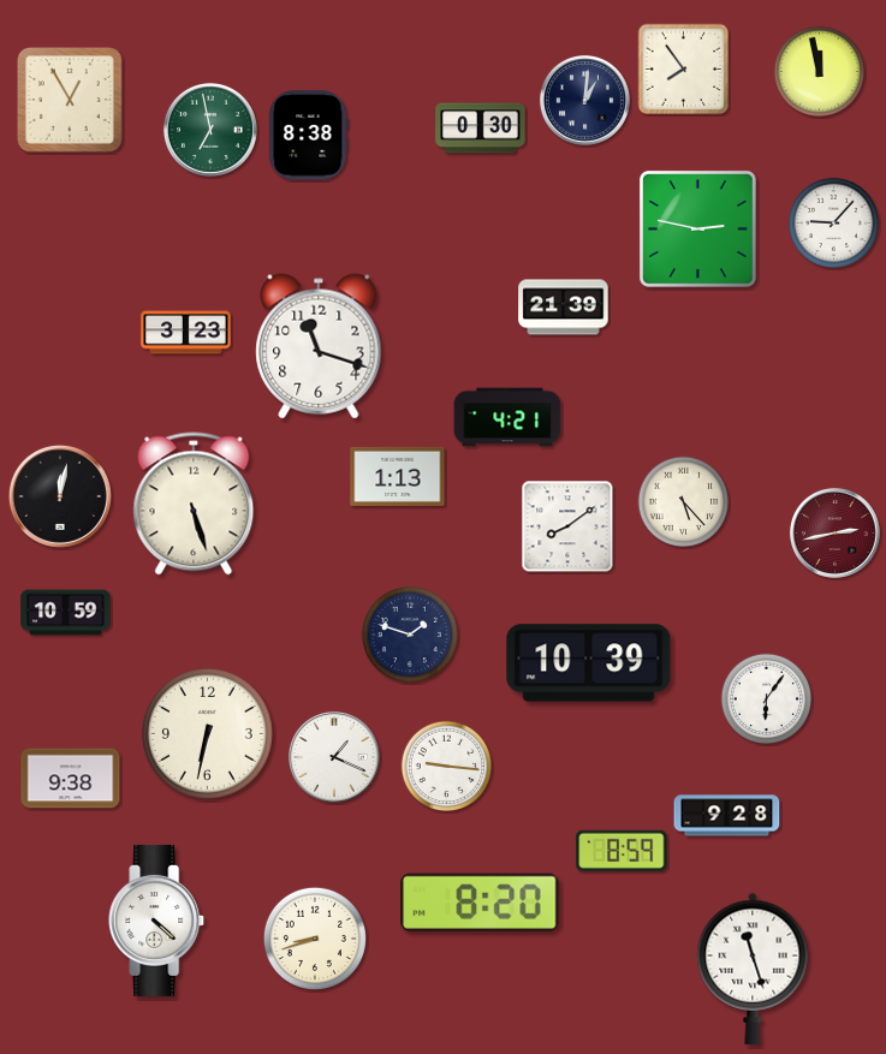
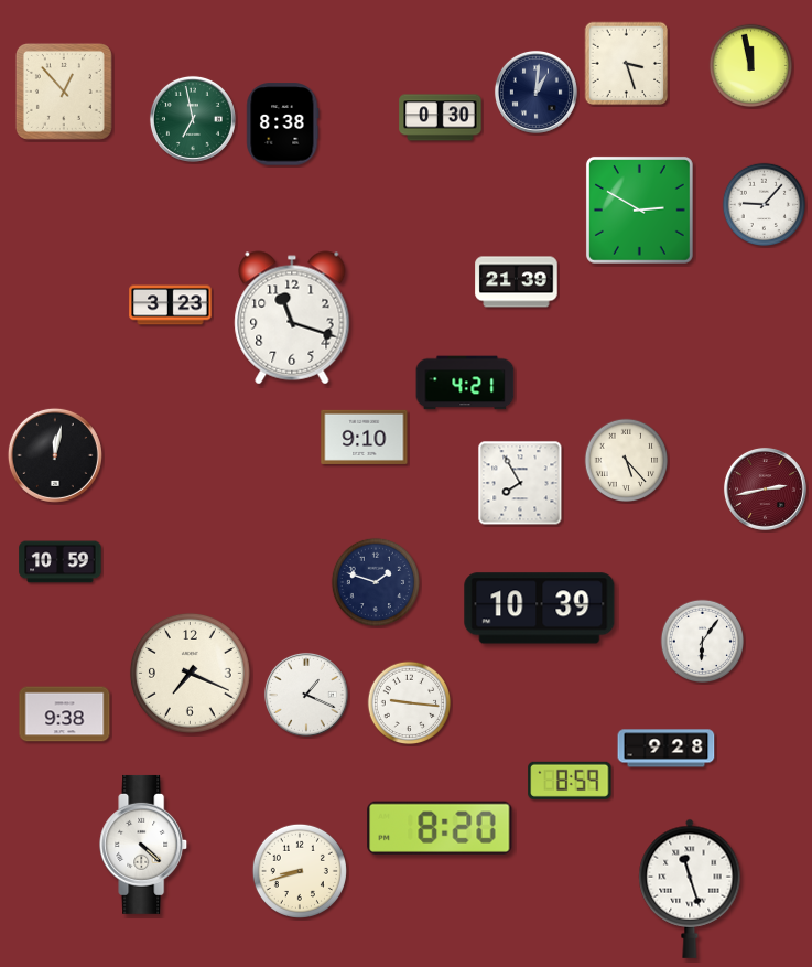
clock at (684, 70): 7:54 -> 3:27
clock at (70, 100): 12:55 -> 12:53
clock at (697, 228): 2:47 -> 2:50
clock at (398, 476): 1:13 -> 9:10
clock at (194, 504): 5:27 -> none
clock at (567, 526): 8:09 -> 7:55
clock at (207, 733): 6:32 -> 7:19
clock at (315, 939) position: (315, 939) -> (300, 871)
